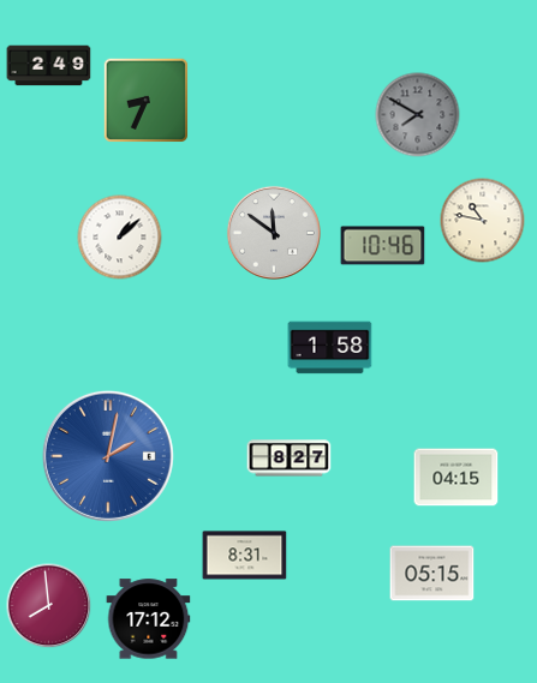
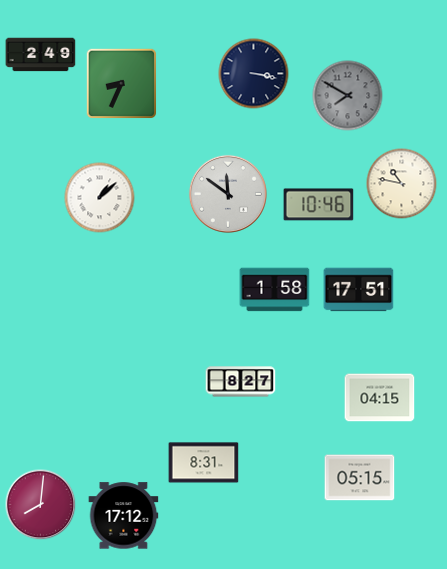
clock at (254, 74): none -> 3:17
clock at (359, 290): none -> 17:51
clock at (108, 456): 2:02 -> none
clock at (49, 606): 7:59 -> 8:01
